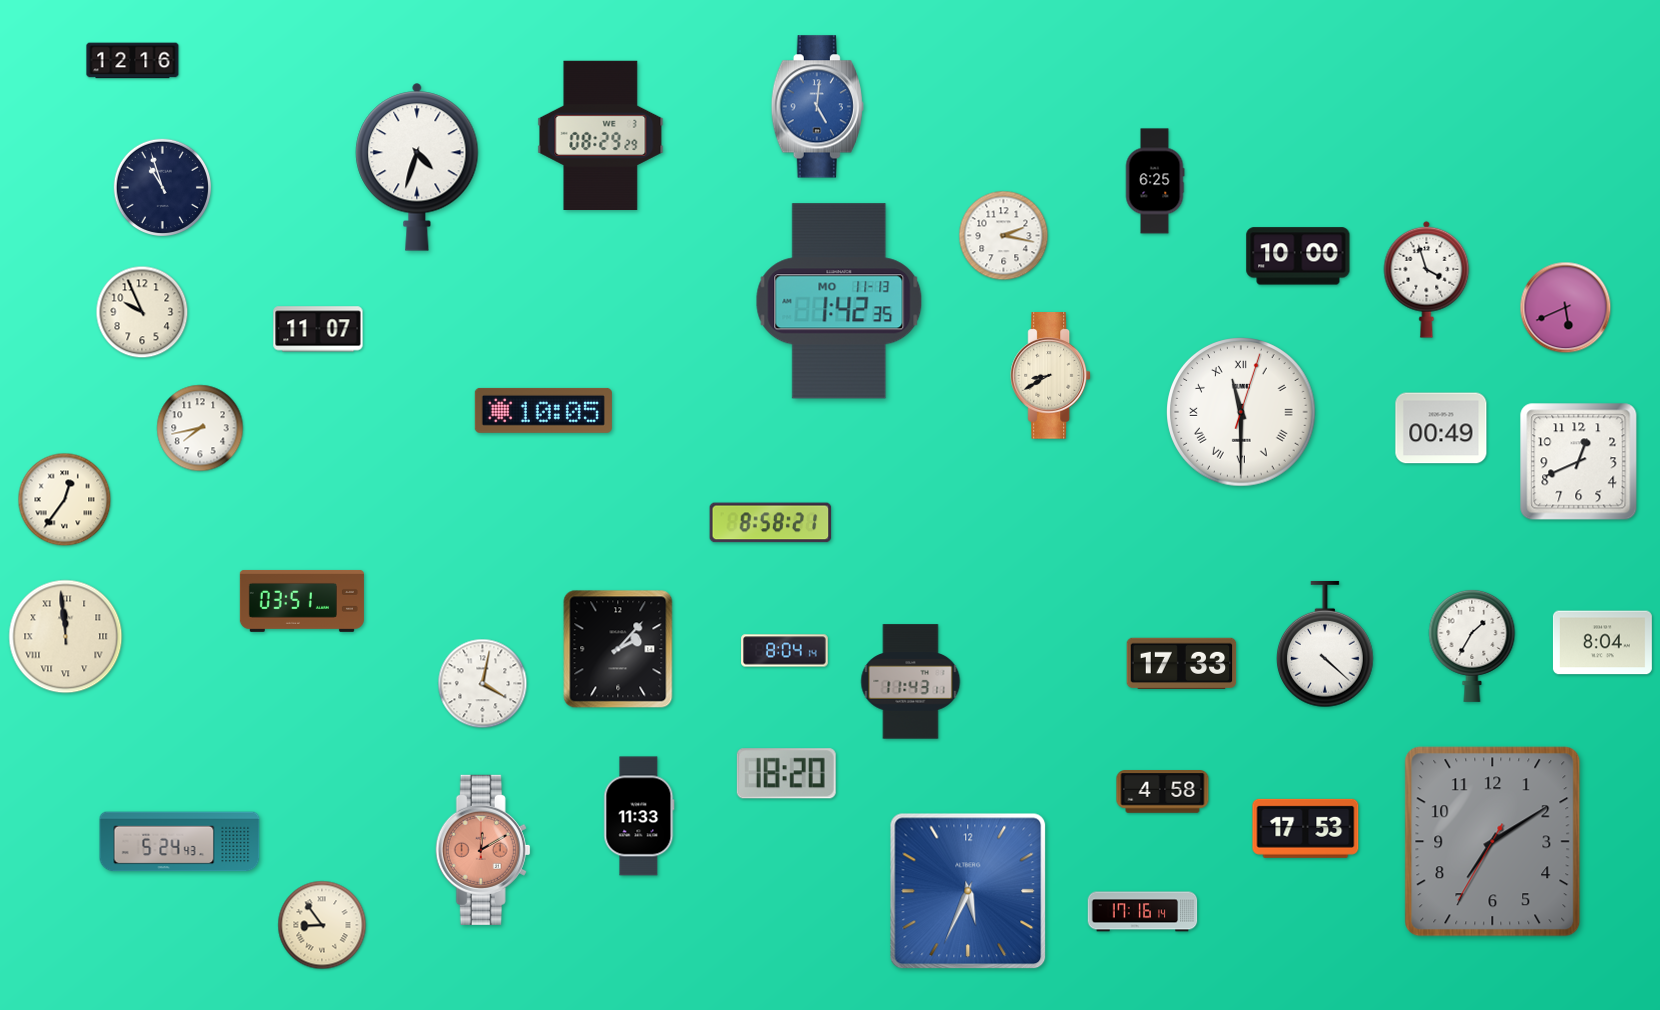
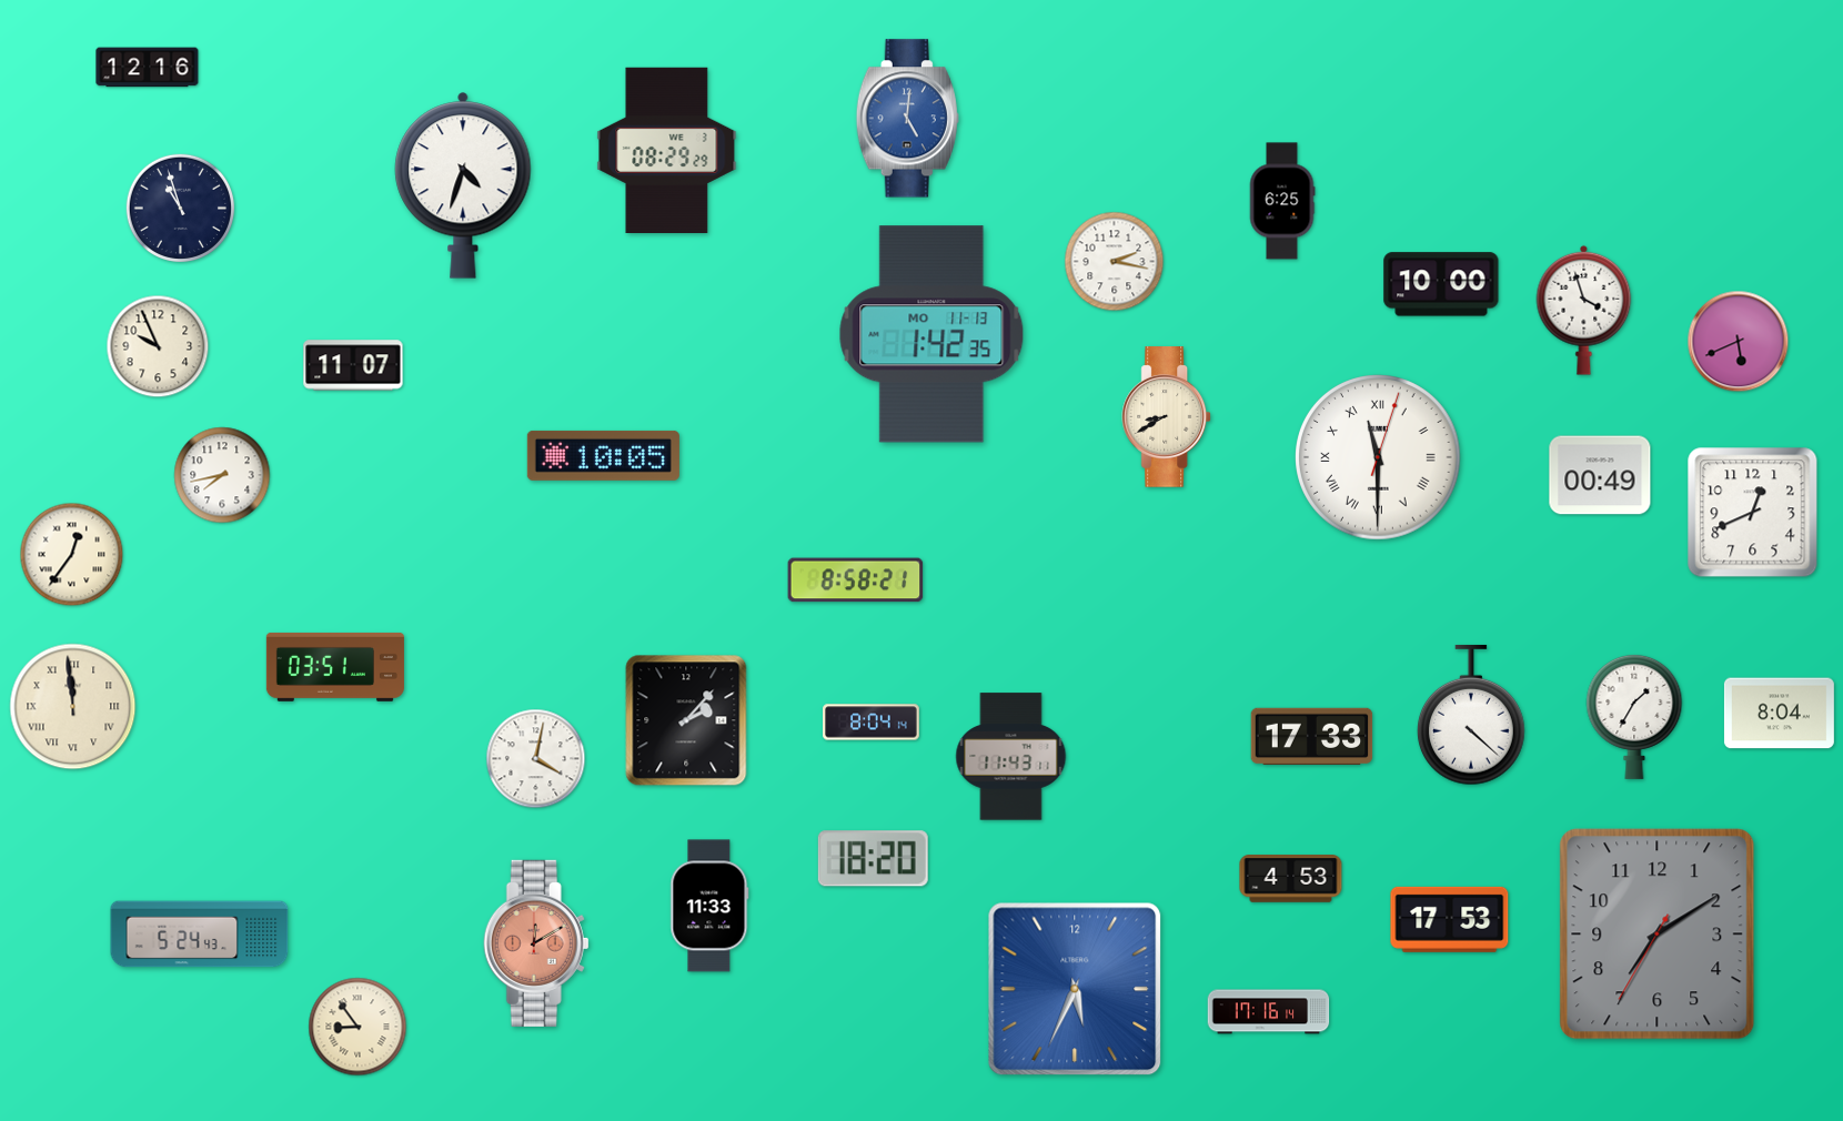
clock at (1163, 792): 4:58 -> 4:53
